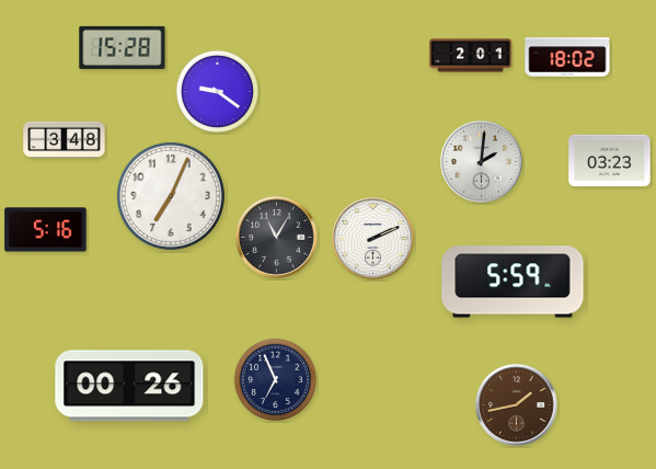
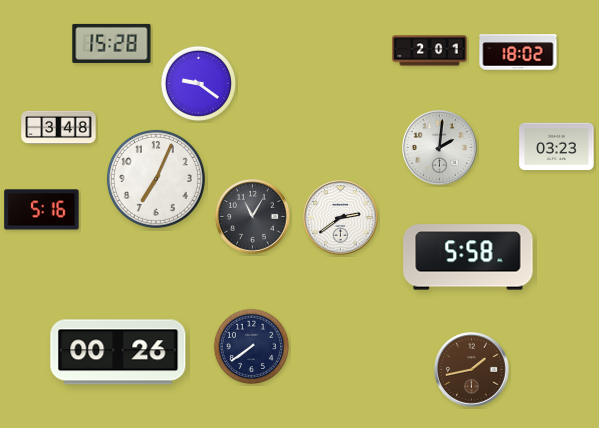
clock at (373, 239): 2:11 -> 2:39
clock at (513, 282): 5:59 -> 5:58
clock at (275, 379): 6:56 -> 7:39
